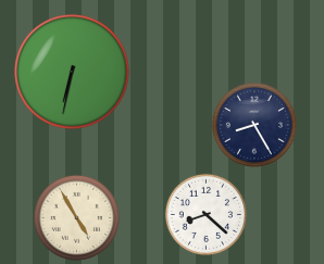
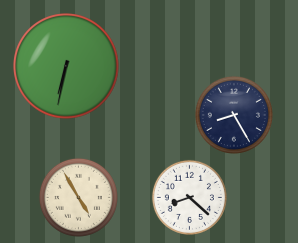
clock at (76, 217) position: (76, 217) -> (78, 197)
